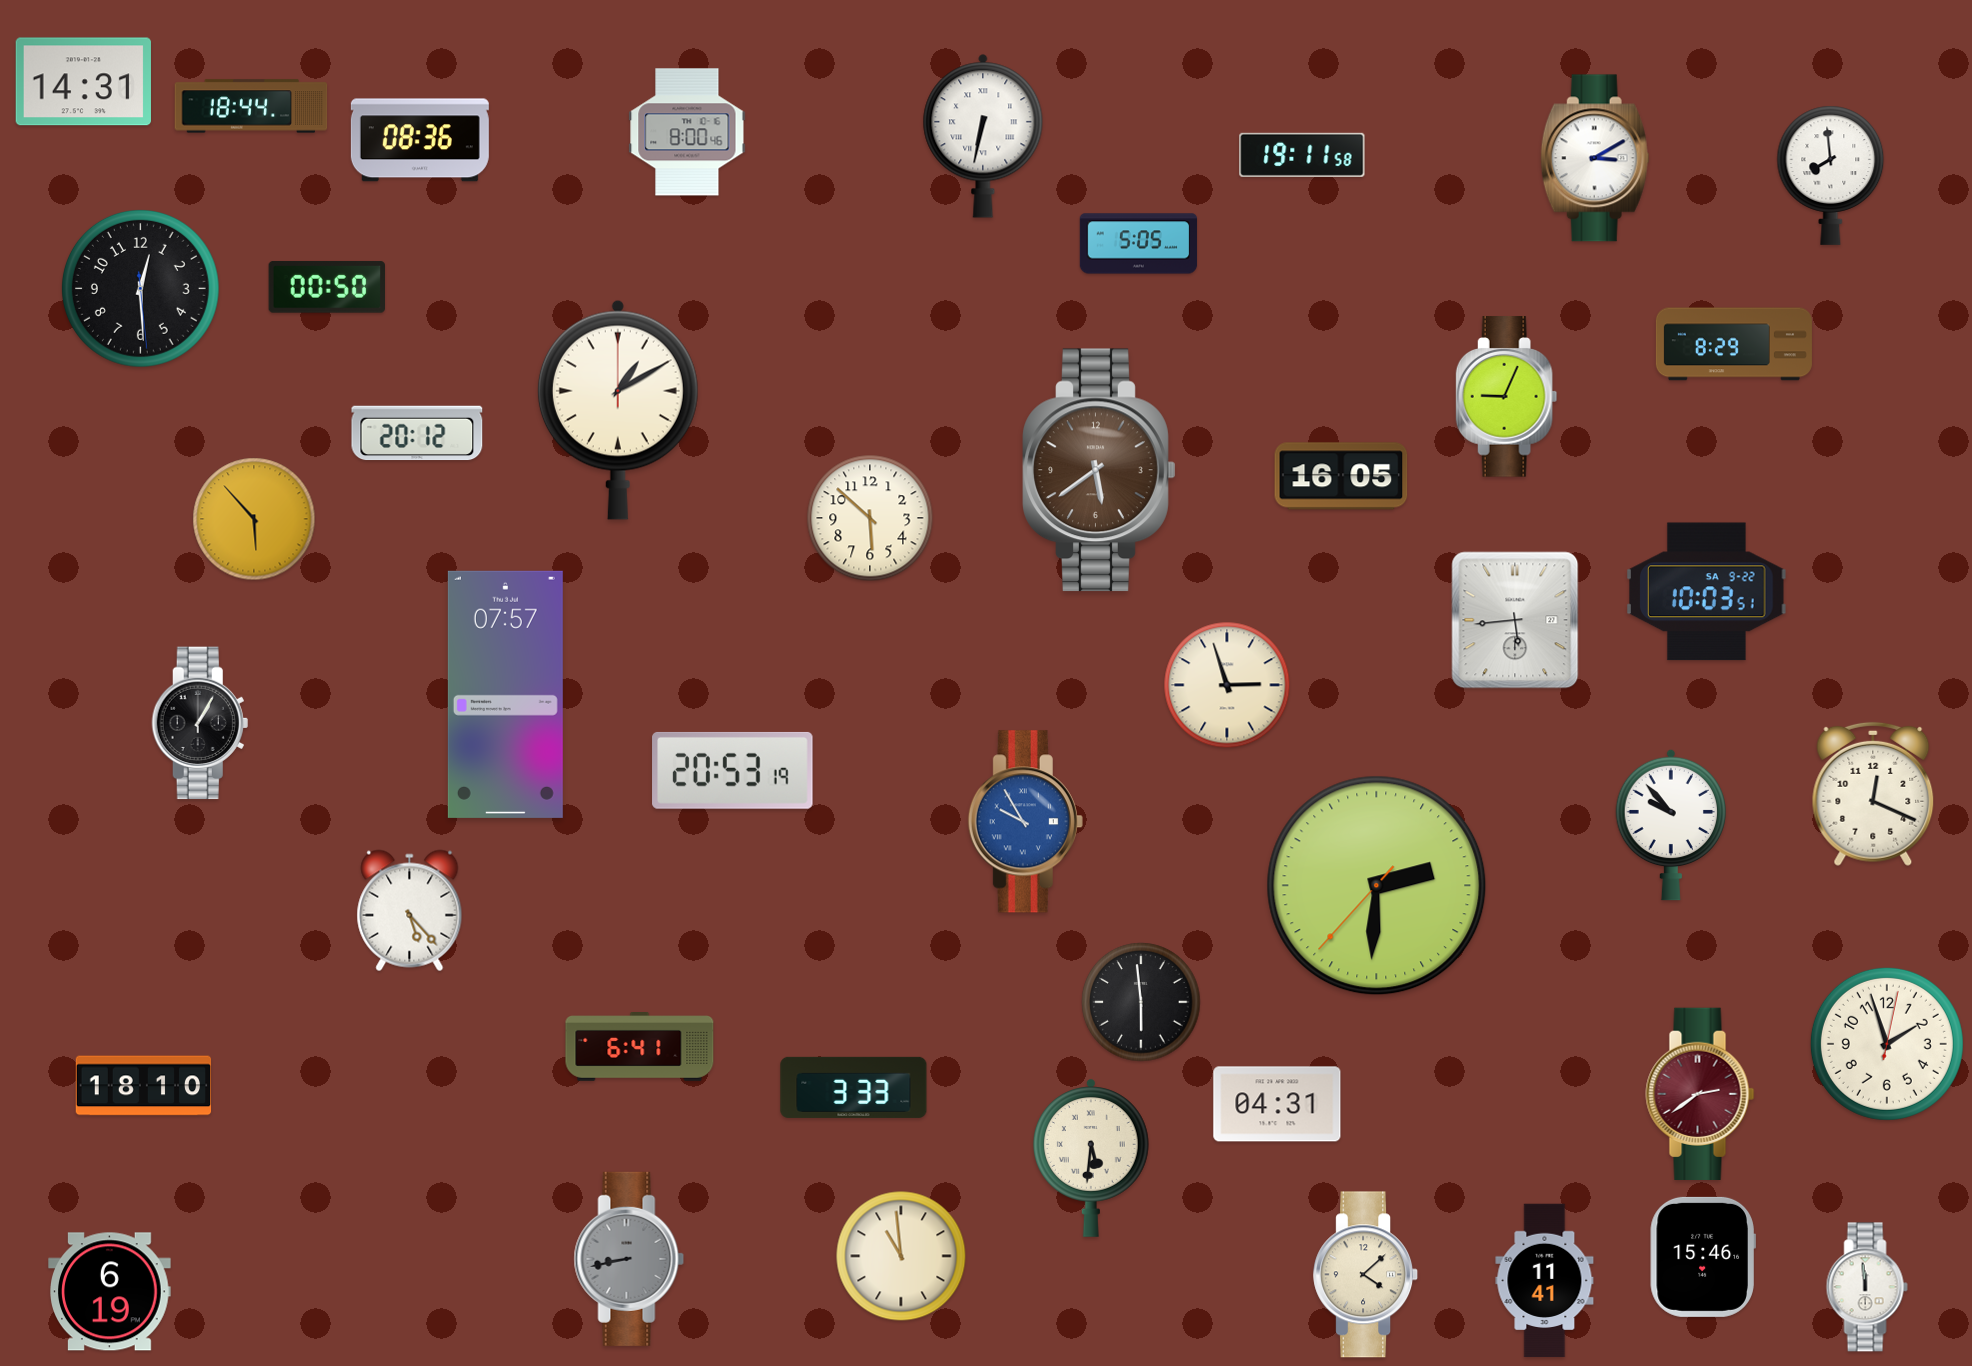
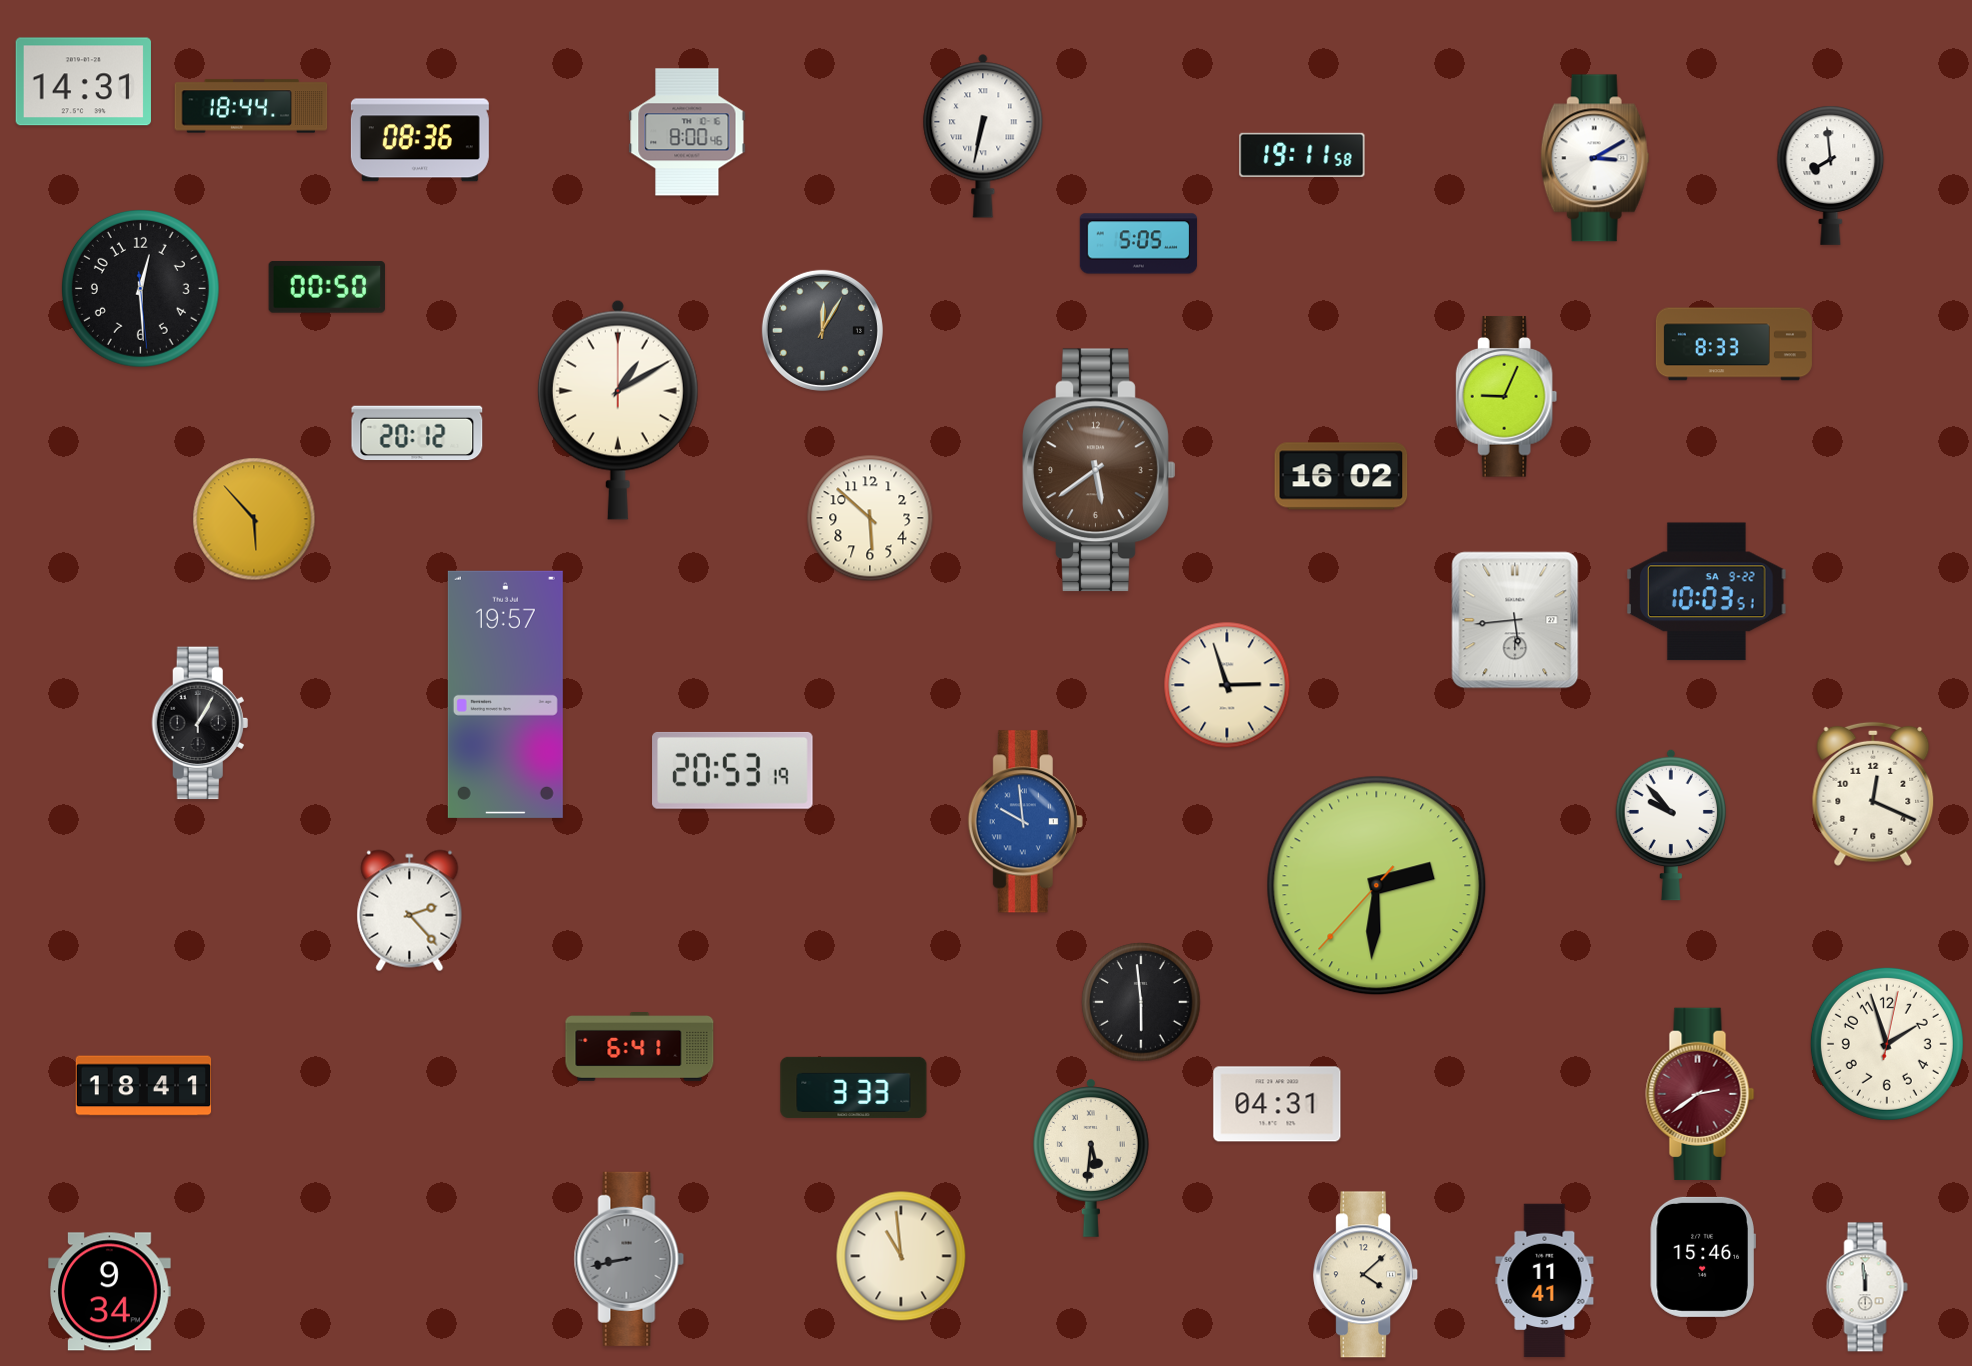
clock at (822, 330): none -> 12:05
clock at (1734, 344): 8:29 -> 8:33
clock at (1341, 476): 16:05 -> 16:02
clock at (505, 694): 07:57 -> 19:57
clock at (1025, 822): 9:55 -> 9:59
clock at (410, 911): 5:23 -> 2:23
clock at (144, 1086): 18:10 -> 18:41
clock at (110, 1292): 6:19 -> 9:34
